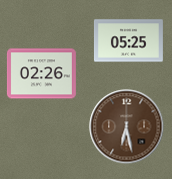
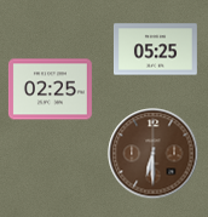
clock at (41, 74): 02:26 -> 02:25
clock at (127, 127): 6:28 -> 6:30
